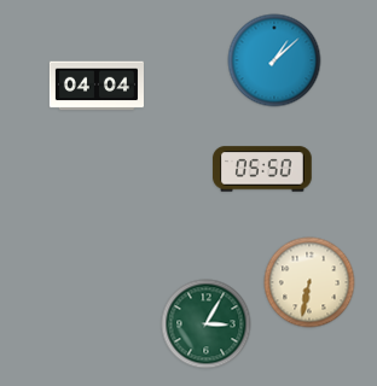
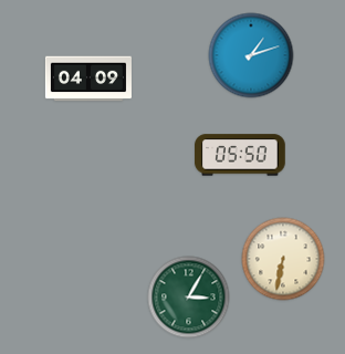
clock at (274, 60): 1:08 -> 1:12
clock at (97, 86): 04:04 -> 04:09
